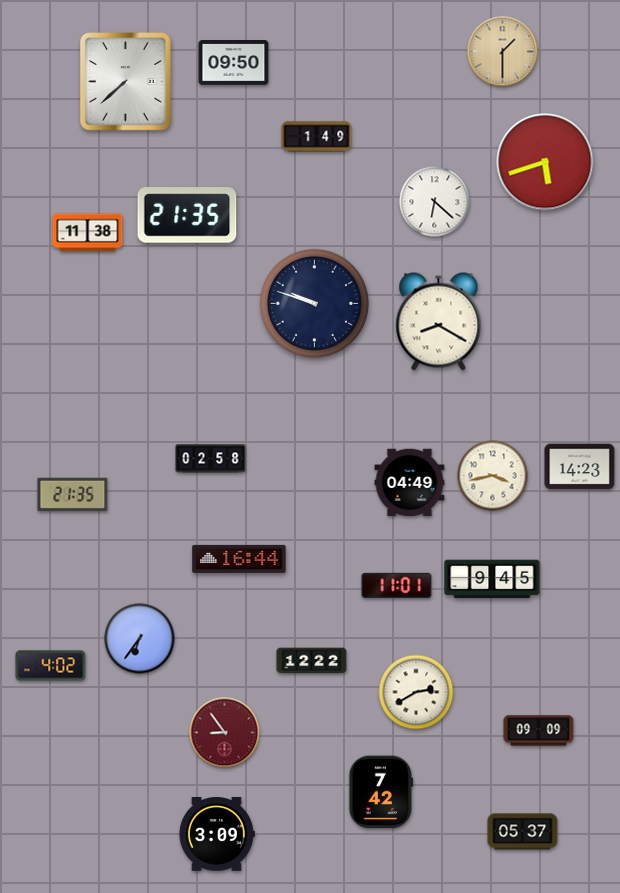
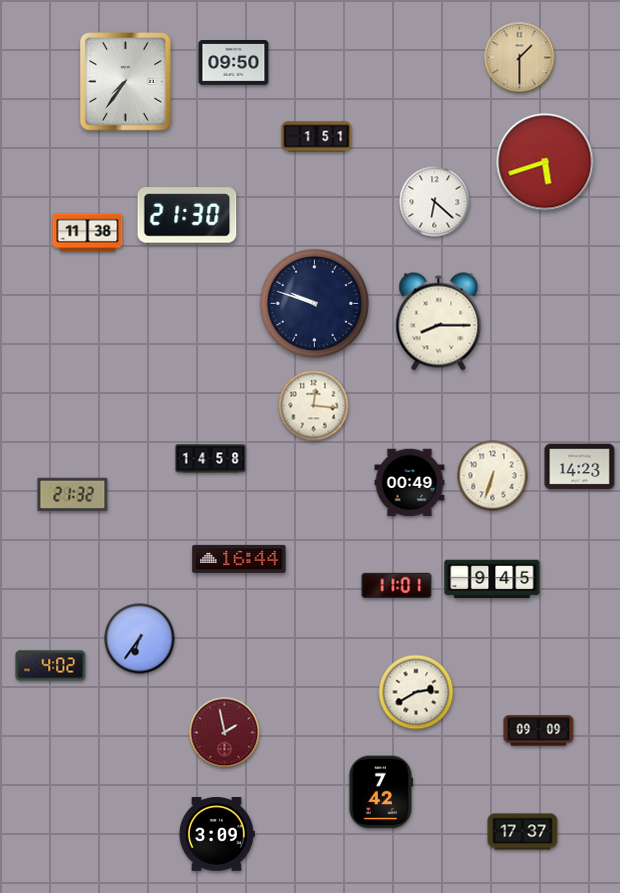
clock at (503, 52) position: (503, 52) -> (520, 58)
clock at (126, 82): 7:38 -> 7:36
clock at (317, 137): 1:49 -> 1:51
clock at (187, 215): 21:35 -> 21:30
clock at (439, 322): 8:20 -> 8:15
clock at (314, 406): none -> 12:16
clock at (211, 459): 02:58 -> 14:58
clock at (493, 476): 3:43 -> 6:33
clock at (410, 483): 04:49 -> 00:49
clock at (73, 495): 21:35 -> 21:32
clock at (312, 661): 12:22 -> none
clock at (225, 733): 8:54 -> 1:58
clock at (523, 832): 05:37 -> 17:37
